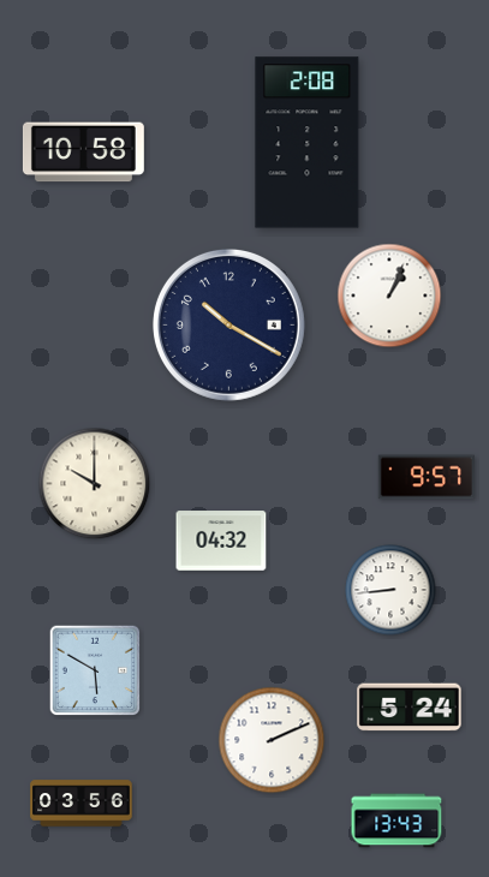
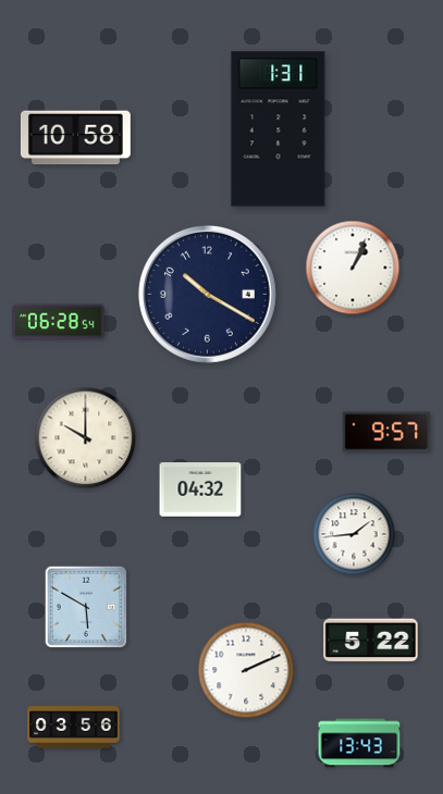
clock at (308, 143): 2:08 -> 1:31
clock at (59, 322): none -> 06:28
clock at (390, 590): 8:44 -> 1:44
clock at (410, 708): 5:24 -> 5:22
